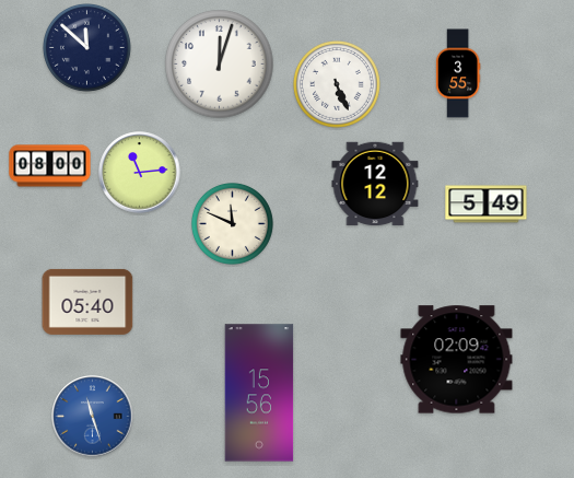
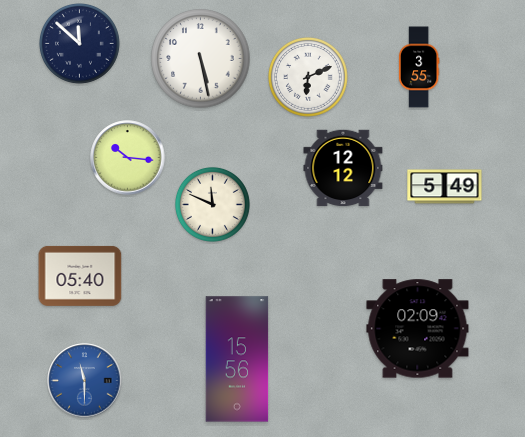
clock at (220, 65): 12:03 -> 5:28
clock at (338, 85): 5:26 -> 6:11
clock at (50, 166): 08:00 -> none
clock at (140, 173): 11:14 -> 10:16
clock at (93, 417): 11:27 -> 11:30
